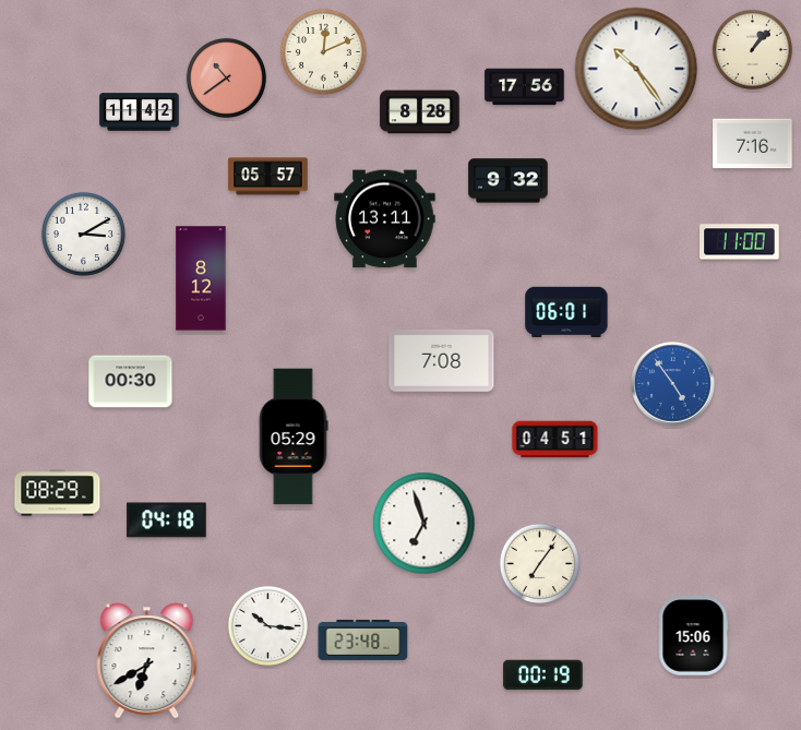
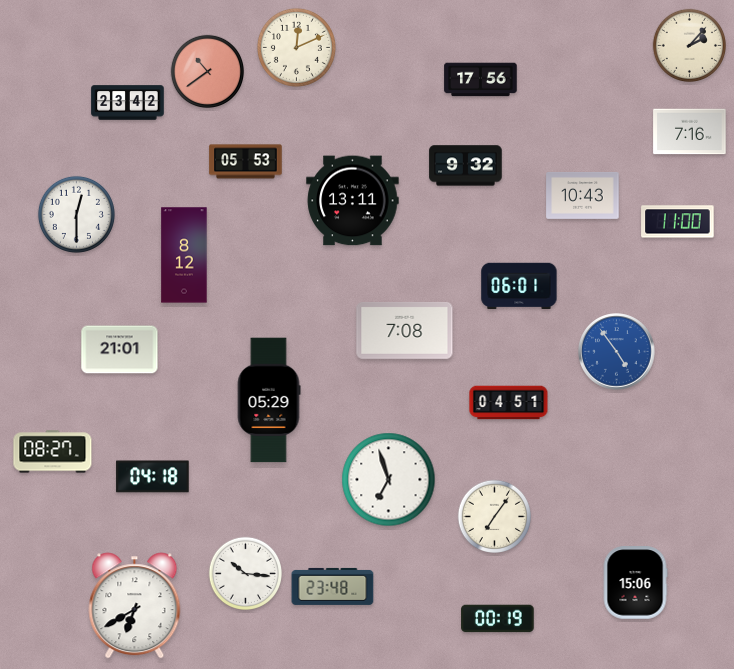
clock at (752, 49): 1:07 -> 2:07
clock at (636, 69): 10:24 -> none
clock at (140, 112): 11:42 -> 23:42
clock at (420, 112): 8:28 -> none
clock at (268, 177): 05:57 -> 05:53
clock at (583, 196): none -> 10:43
clock at (83, 234): 3:10 -> 12:30
clock at (131, 382): 00:30 -> 21:01
clock at (58, 493): 08:29 -> 08:27
